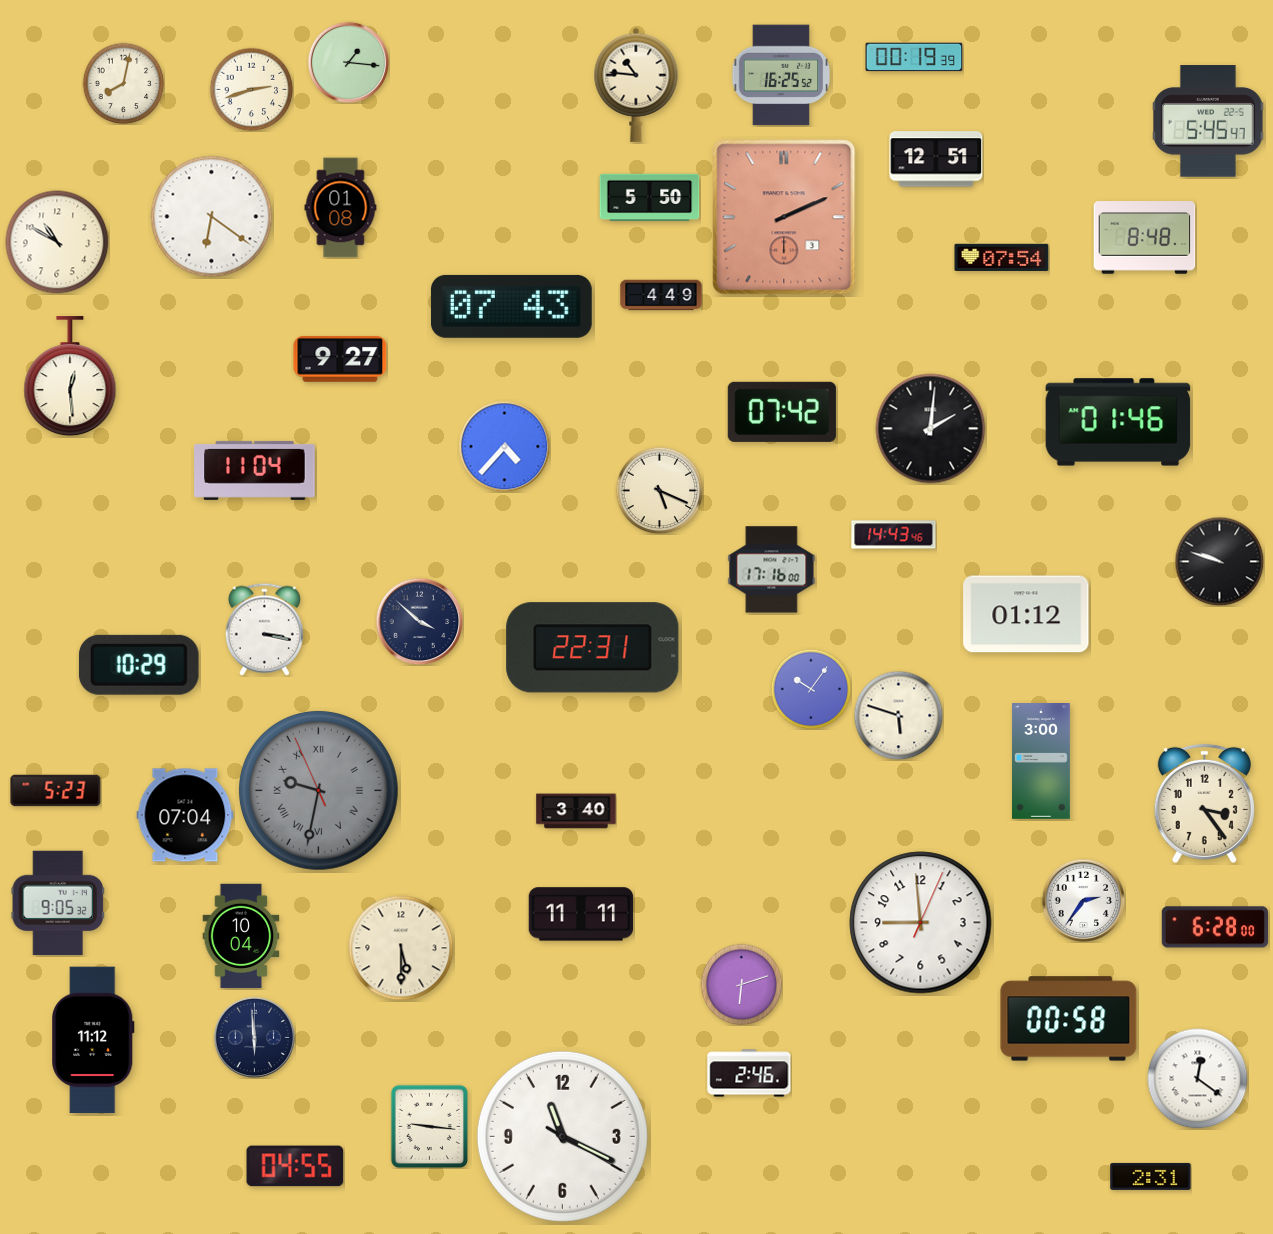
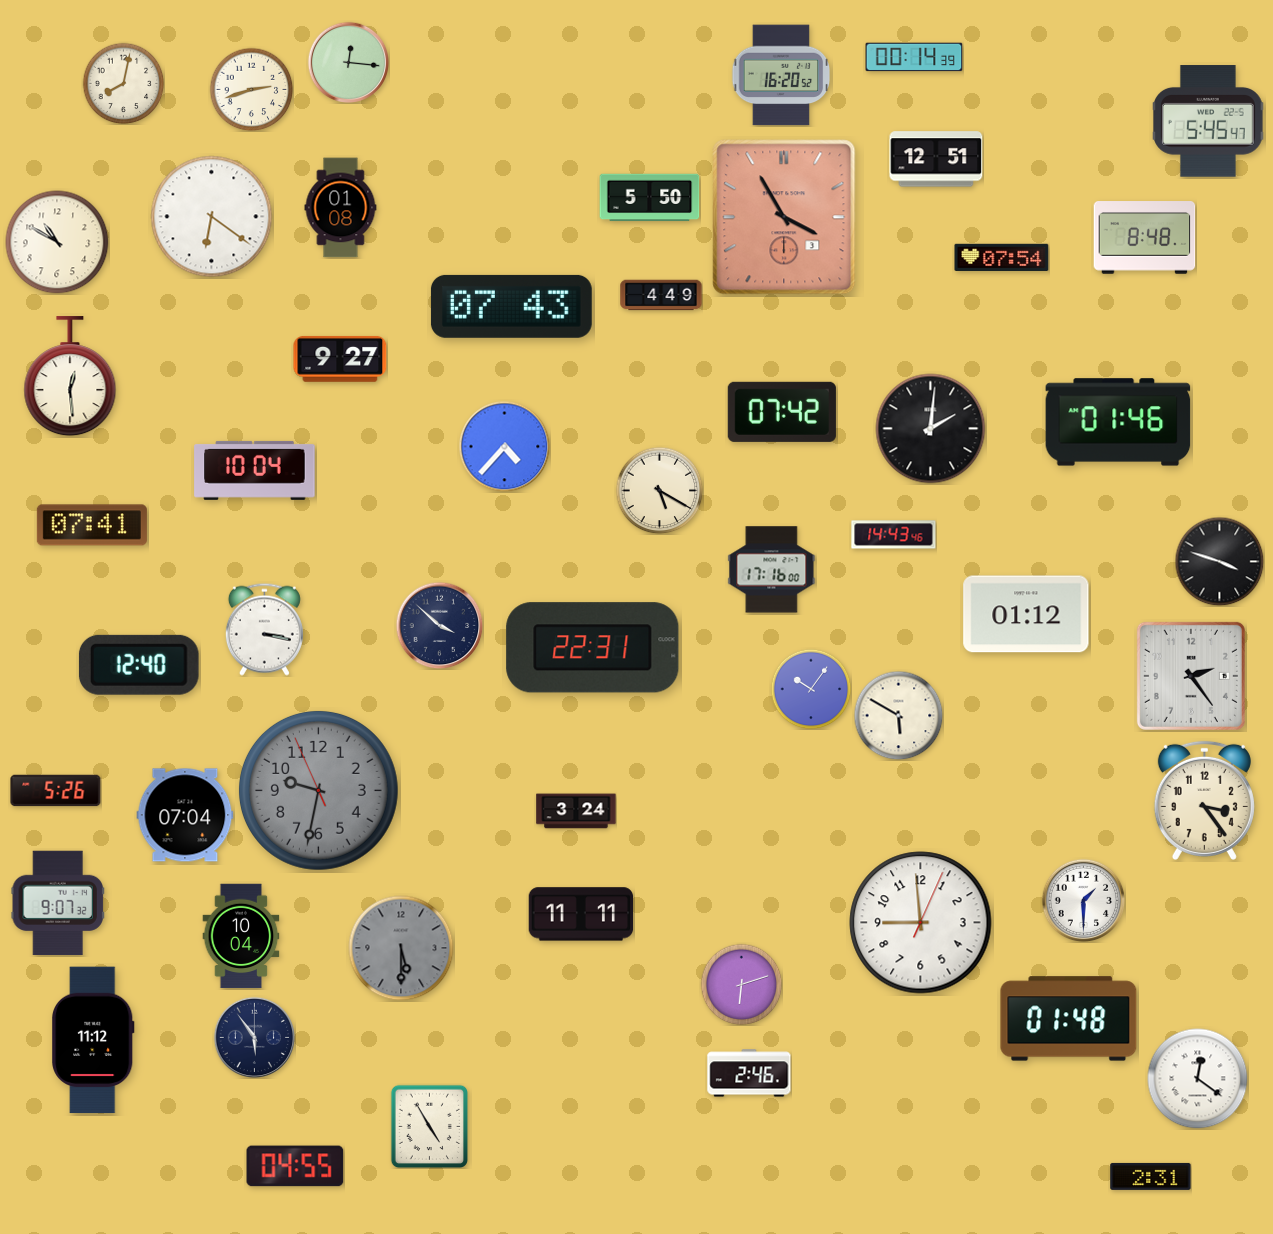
clock at (914, 57): 00:19 -> 00:14
clock at (348, 62): 1:16 -> 12:16
clock at (781, 75): 16:25 -> 16:20
clock at (636, 85): 10:46 -> none
clock at (784, 217): 2:11 -> 3:55
clock at (255, 470): 11:04 -> 10:04
clock at (659, 490): 5:19 -> 5:20
clock at (92, 525): none -> 07:41
clock at (1219, 561): 9:48 -> 3:48
clock at (419, 621) position: (419, 621) -> (439, 625)
clock at (139, 665): 10:29 -> 12:40
clock at (1191, 676): none -> 2:24
clock at (898, 715): 5:48 -> 5:50
clock at (1041, 762): 3:00 -> none
clock at (318, 790) numerals: Roman -> Arabic
clock at (56, 791): 5:23 -> 5:26
clock at (1204, 803) position: (1204, 803) -> (1204, 800)
clock at (576, 811): 3:40 -> 3:24
clock at (1083, 900): 2:36 -> 1:30
clock at (58, 903): 9:05 -> 9:07
clock at (1214, 927): 6:28 -> none
clock at (401, 948) dial: cream -> grey
clock at (1069, 1019): 00:58 -> 01:48
clock at (254, 1037): 5:59 -> 5:54
clock at (430, 1126): 9:16 -> 4:55
clock at (562, 1136): 11:19 -> none
